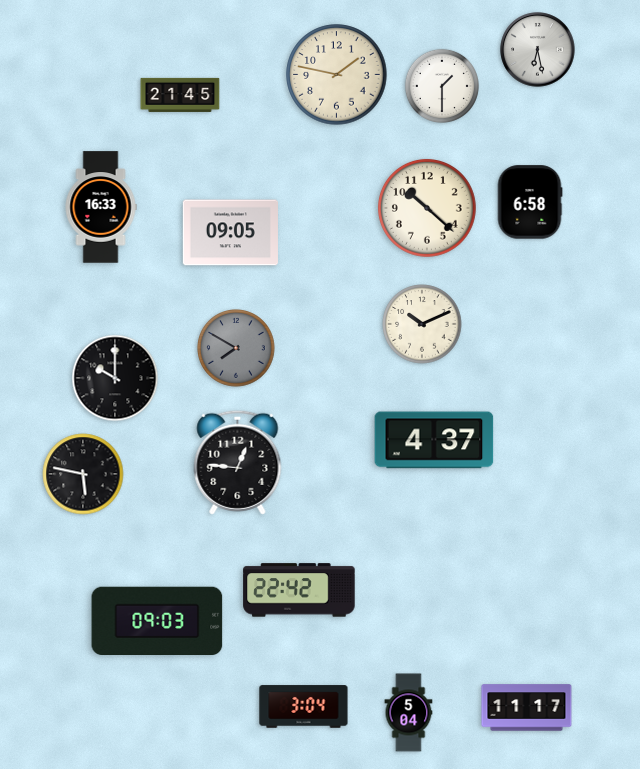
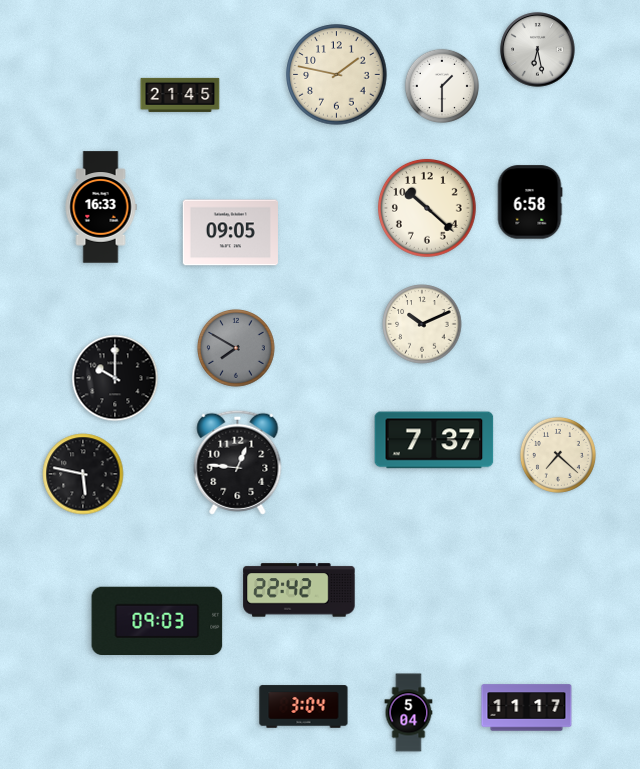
clock at (434, 440): 4:37 -> 7:37
clock at (558, 455): none -> 7:22
